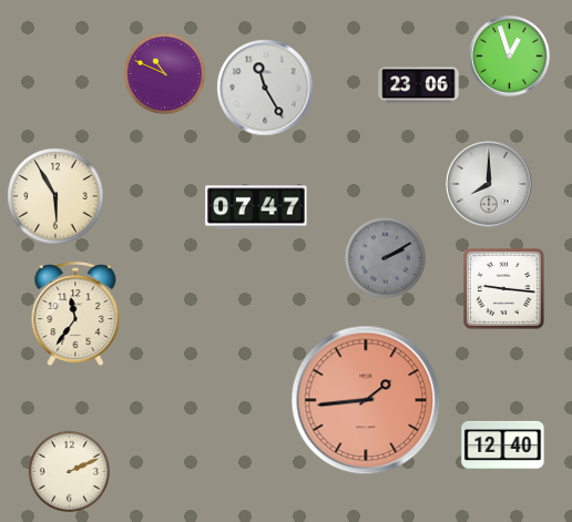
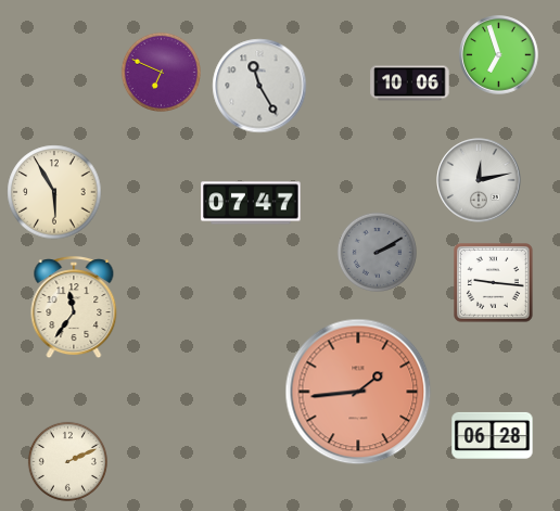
clock at (510, 57): 12:57 -> 6:57
clock at (164, 73): 10:49 -> 6:49
clock at (419, 85): 23:06 -> 10:06
clock at (489, 184): 8:00 -> 12:13
clock at (503, 444): 12:40 -> 06:28
